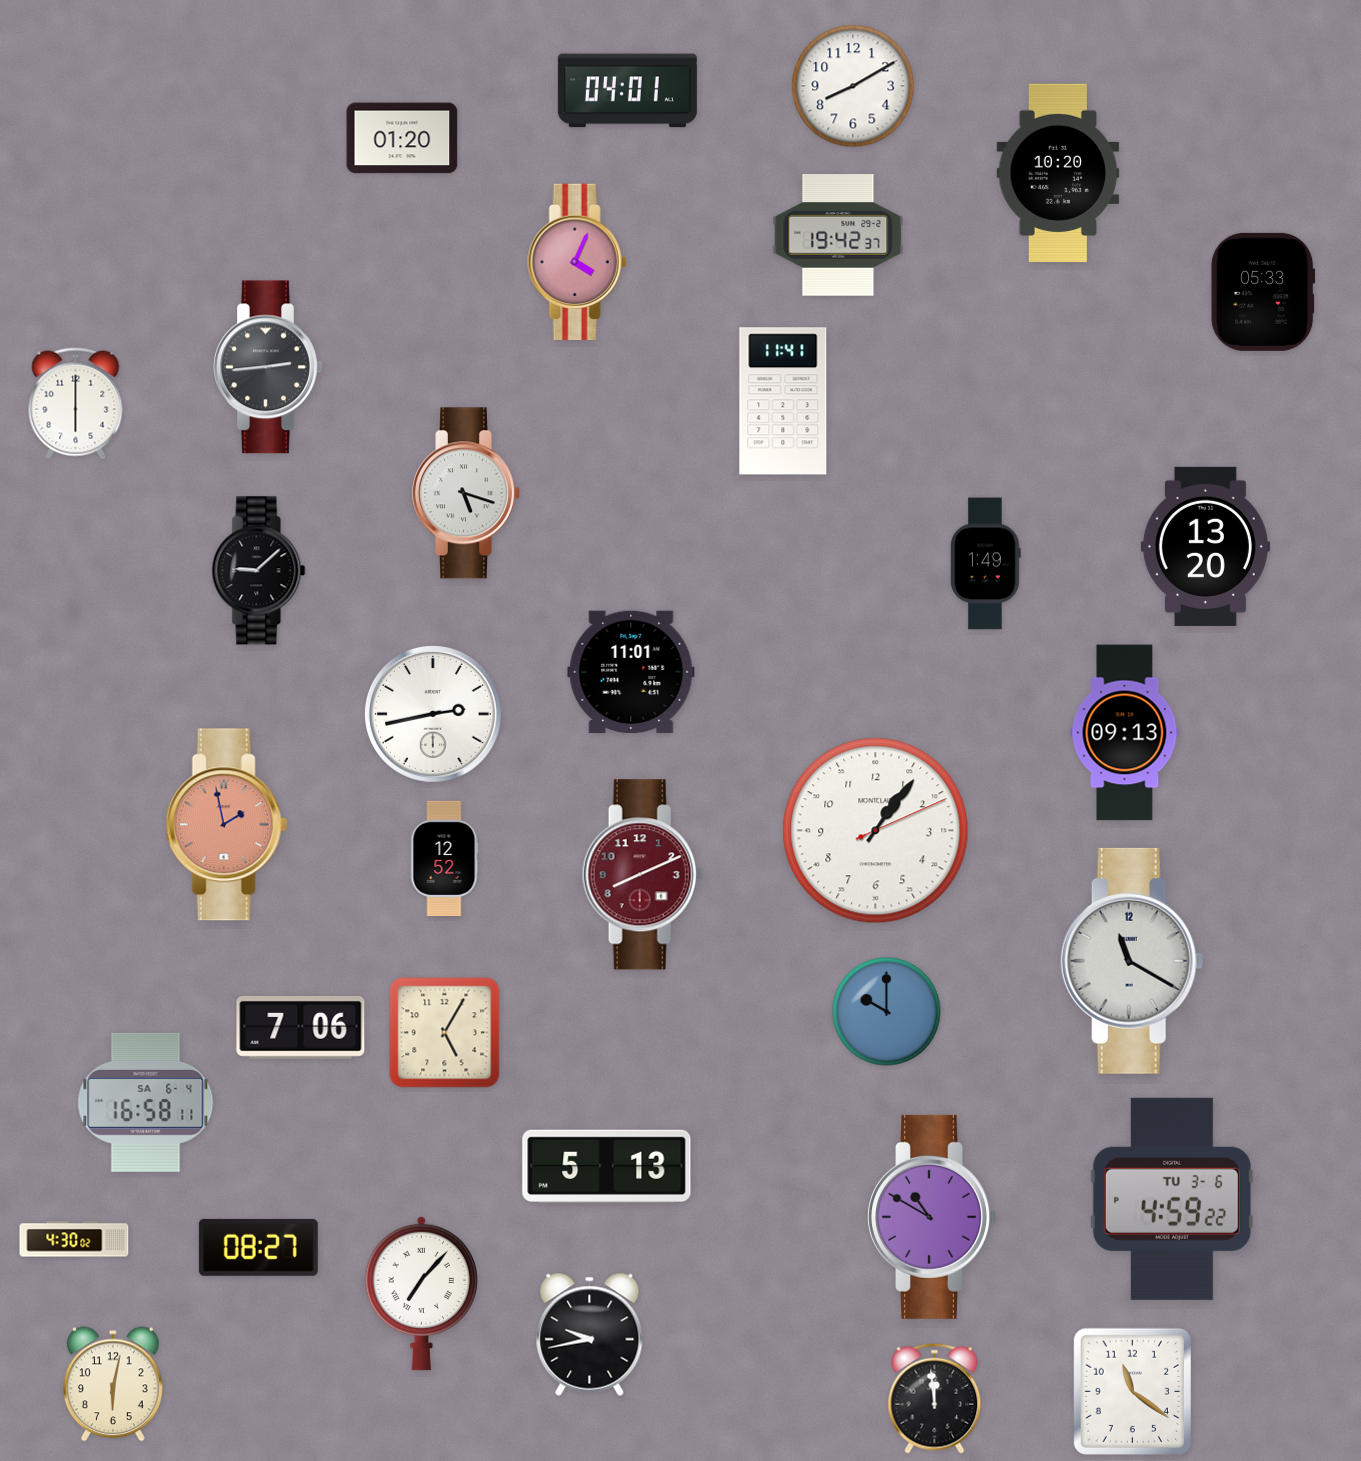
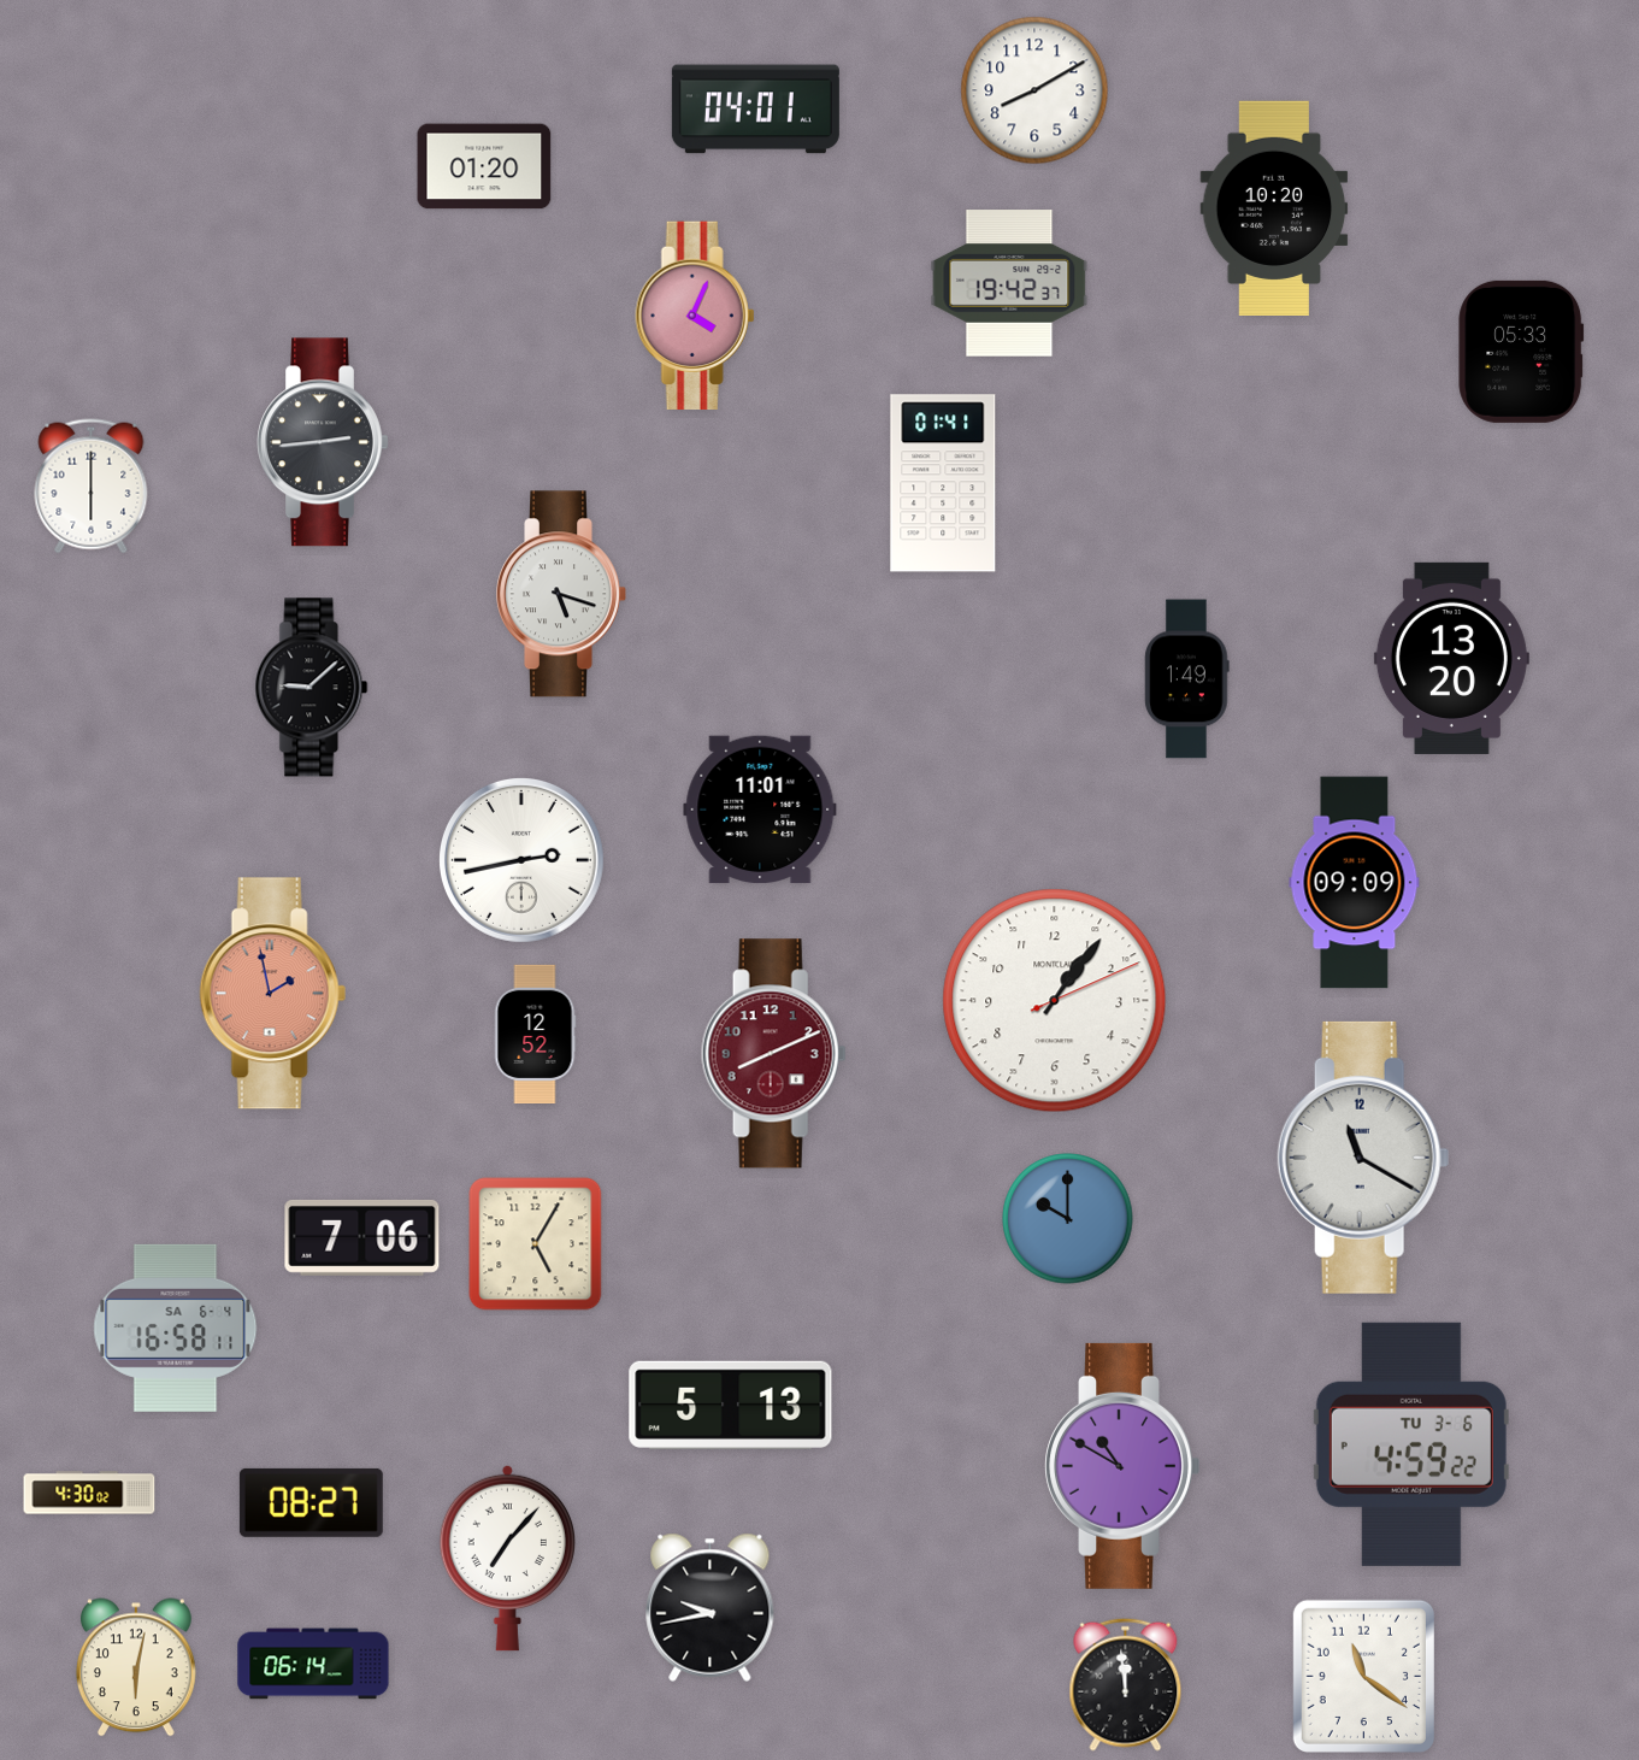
clock at (853, 86) position: (853, 86) -> (1034, 90)
clock at (783, 401): 11:41 -> 01:41
clock at (1125, 733): 09:13 -> 09:09
clock at (313, 1664): none -> 06:14
